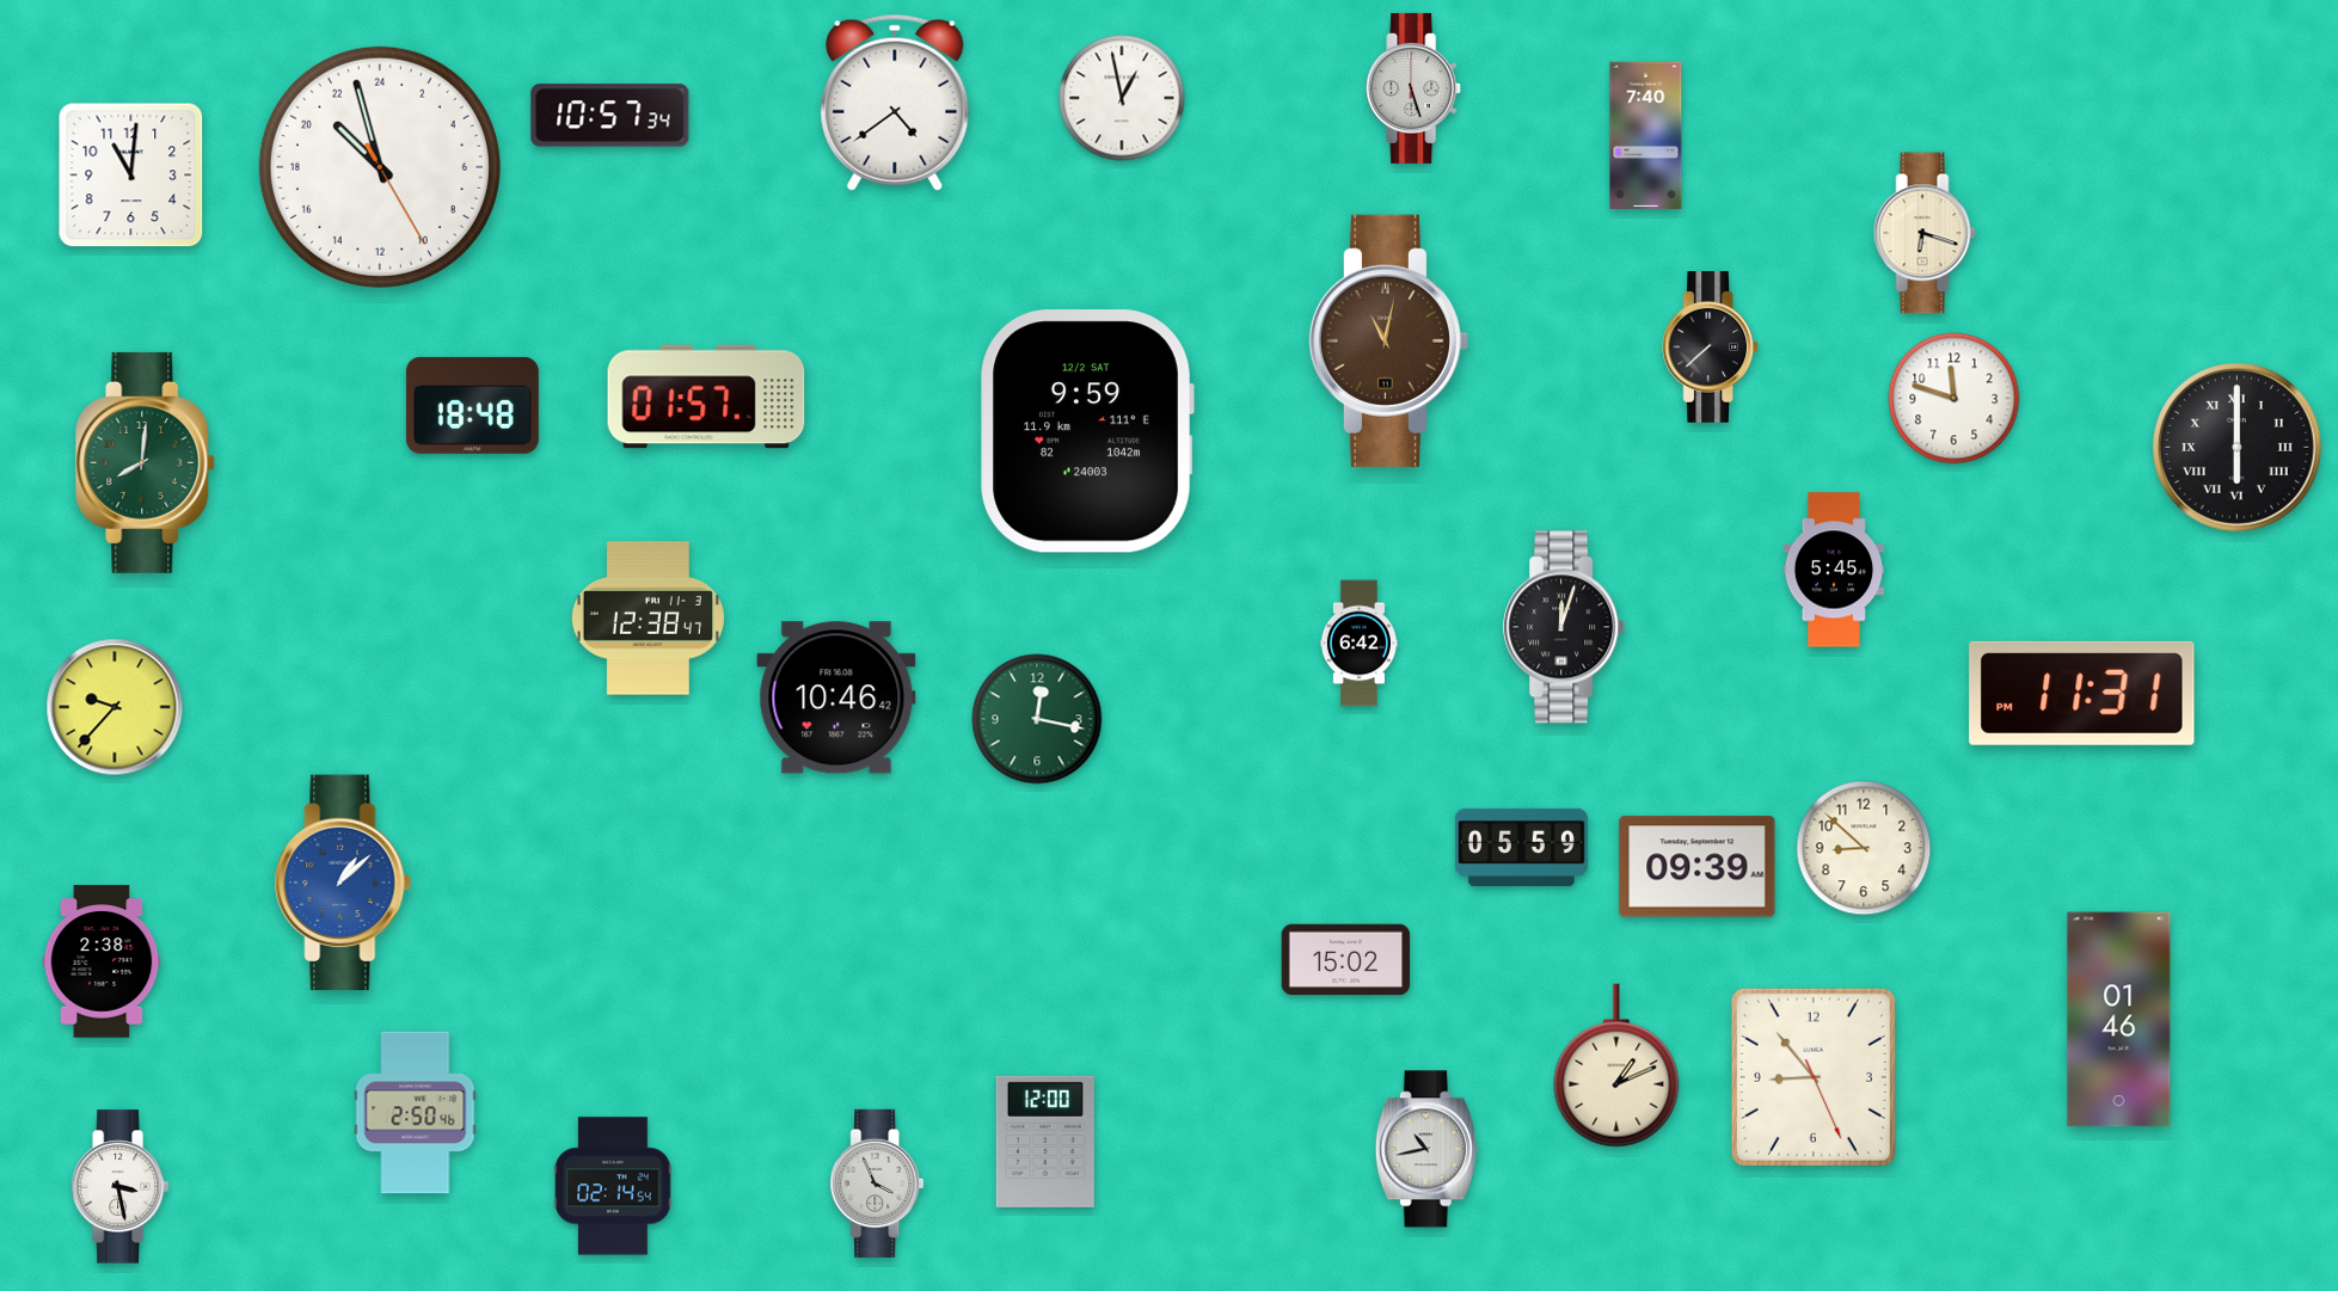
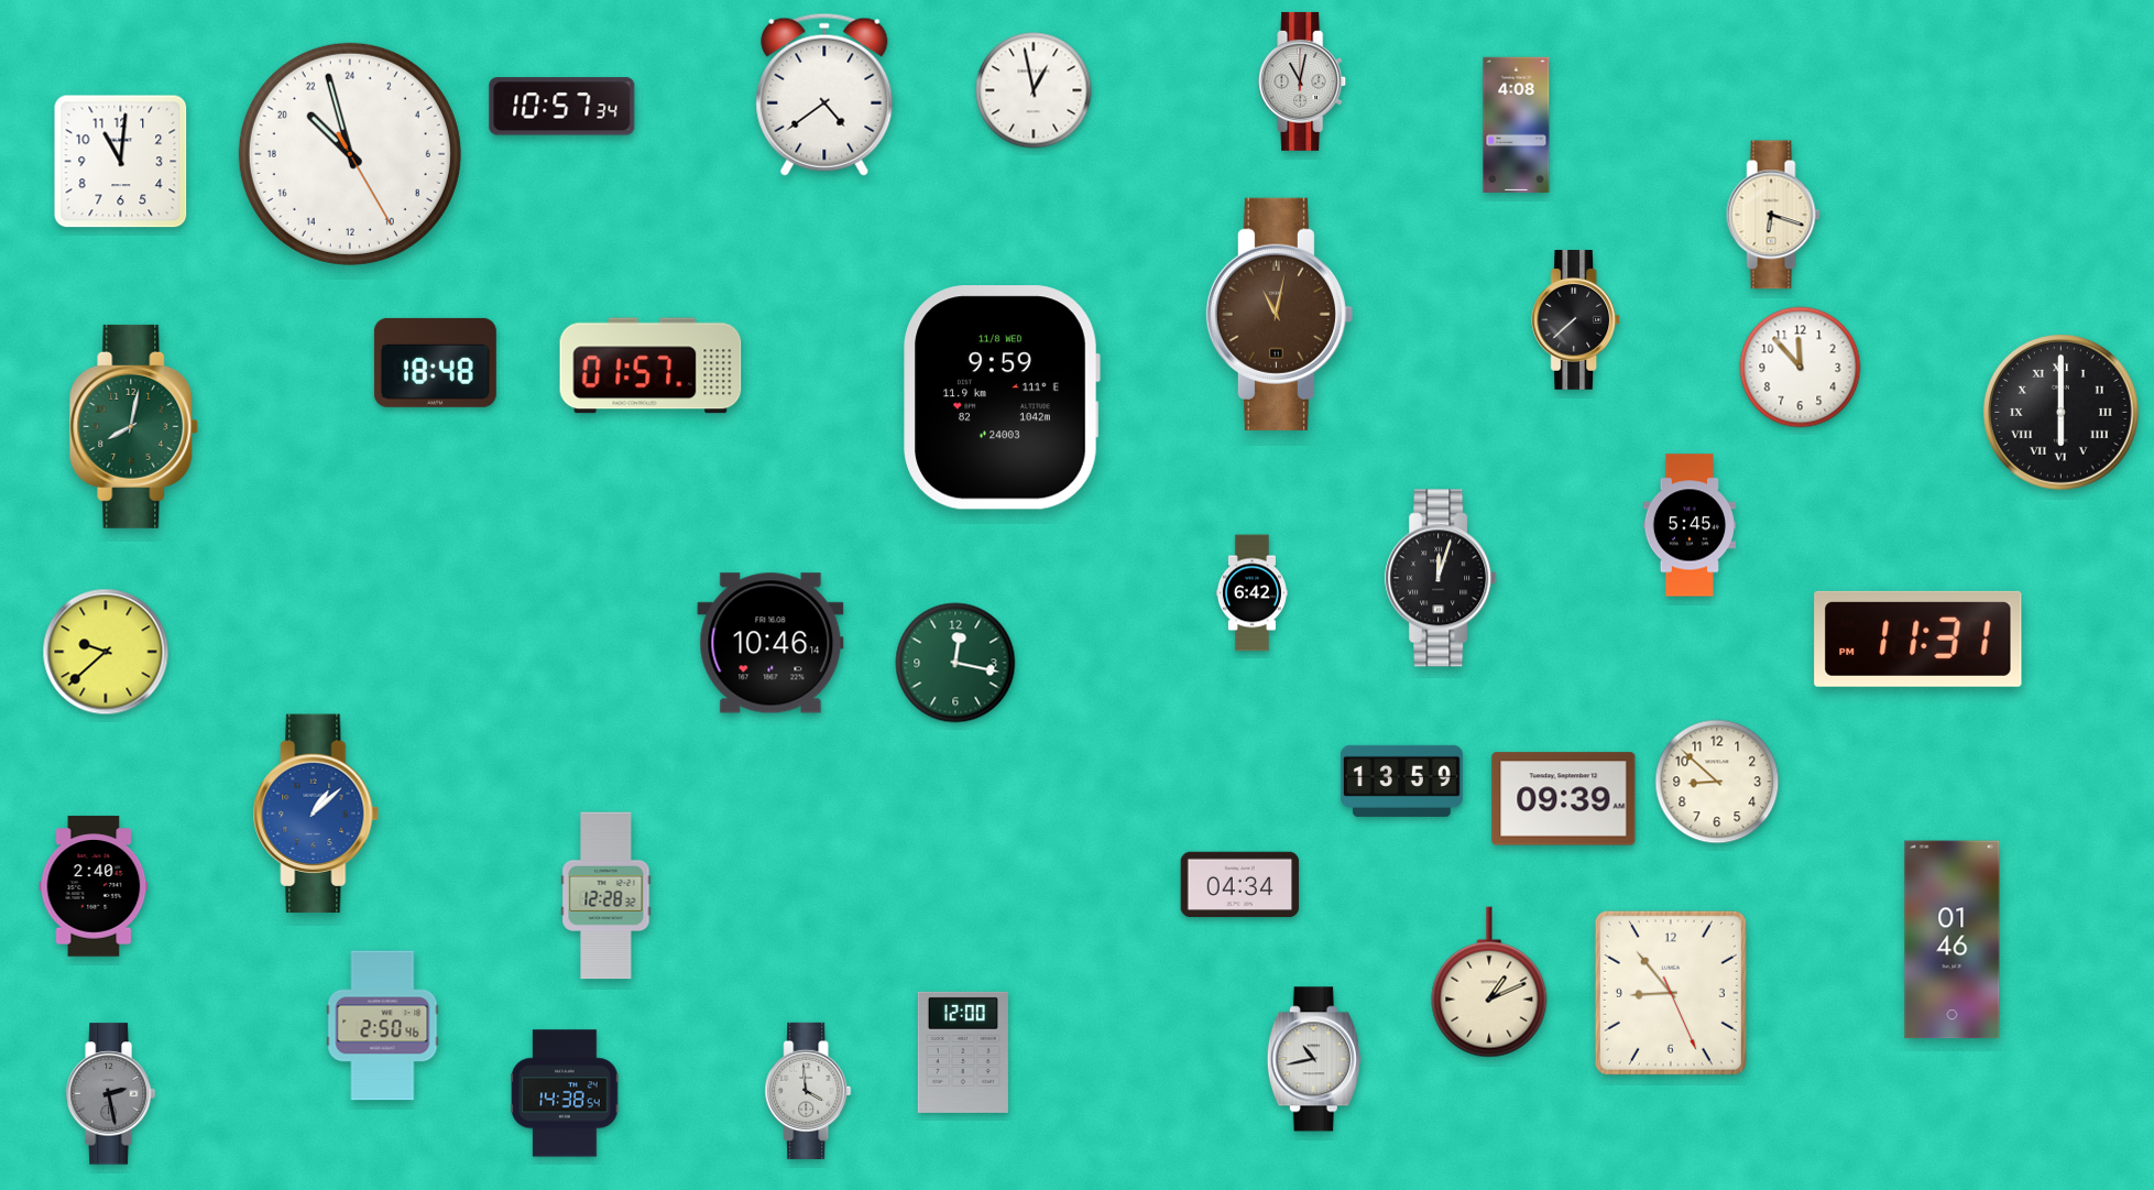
clock at (1415, 88): 5:27 -> 11:02
clock at (1646, 135): 7:40 -> 4:08
clock at (1955, 399): 11:48 -> 11:53
clock at (472, 405) position: (472, 405) -> (435, 362)
clock at (1087, 431) date: 12/2 SAT -> 11/8 WED
clock at (146, 462): 8:01 -> 8:02
clock at (648, 619): 12:38 -> none
clock at (836, 697): 10:46:42 -> 10:46:14
clock at (115, 707): 9:37 -> 9:38
clock at (1521, 847): 05:59 -> 13:59
clock at (1346, 960): 15:02 -> 04:34
clock at (102, 961): 2:38 -> 2:40
clock at (606, 896): none -> 12:28
clock at (877, 1184): 3:56 -> 3:59
clock at (613, 1186): 02:14 -> 14:38
clock at (119, 1187): 3:28 -> 2:28
clock at (119, 1187) dial: white -> grey
